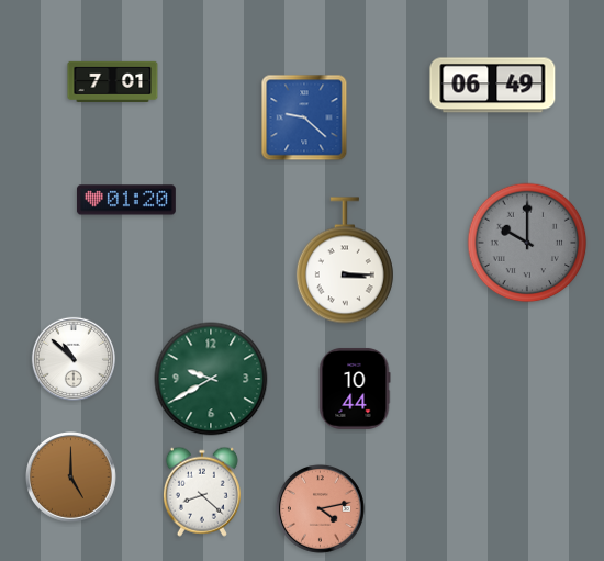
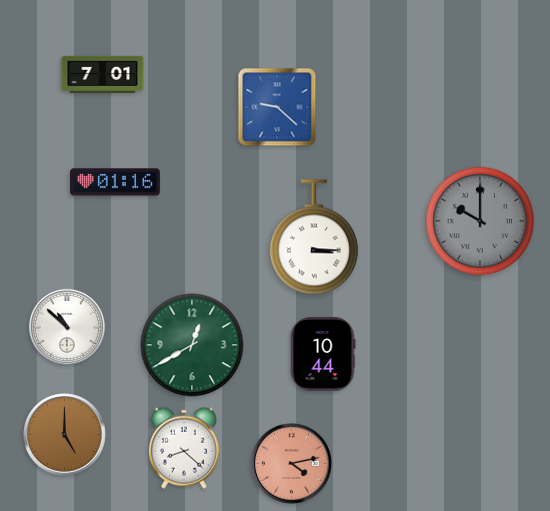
clock at (493, 86): 06:49 -> none
clock at (126, 200): 01:20 -> 01:16
clock at (211, 379): 9:40 -> 12:40
